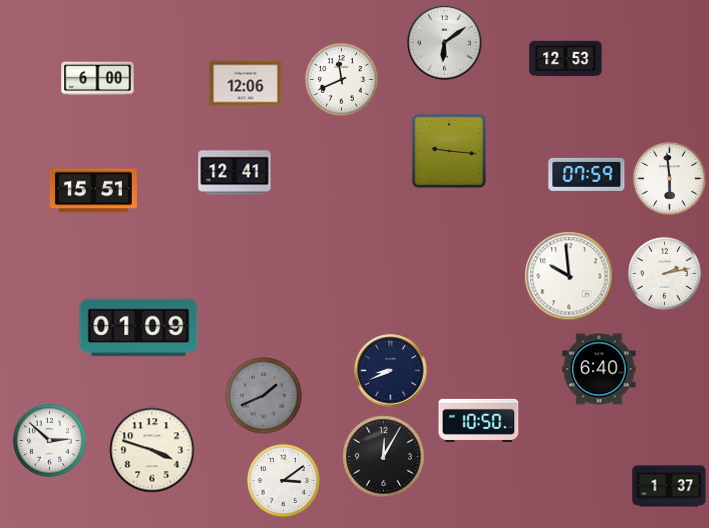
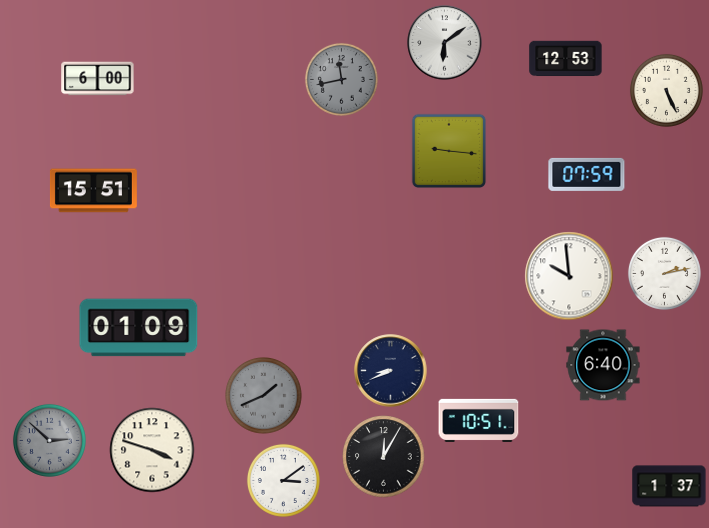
clock at (341, 79): 11:41 -> 11:43
clock at (341, 79) dial: white -> grey
clock at (246, 84): 12:06 -> none
clock at (666, 90): none -> 5:26
clock at (235, 173): 12:41 -> none
clock at (669, 178): 5:59 -> none
clock at (599, 369) position: (599, 369) -> (603, 365)
clock at (479, 420): 10:50 -> 10:51
clock at (49, 440) dial: white -> grey
